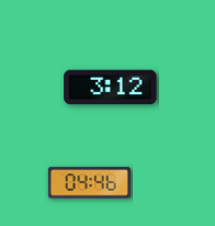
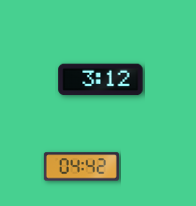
clock at (89, 183): 04:46 -> 04:42
